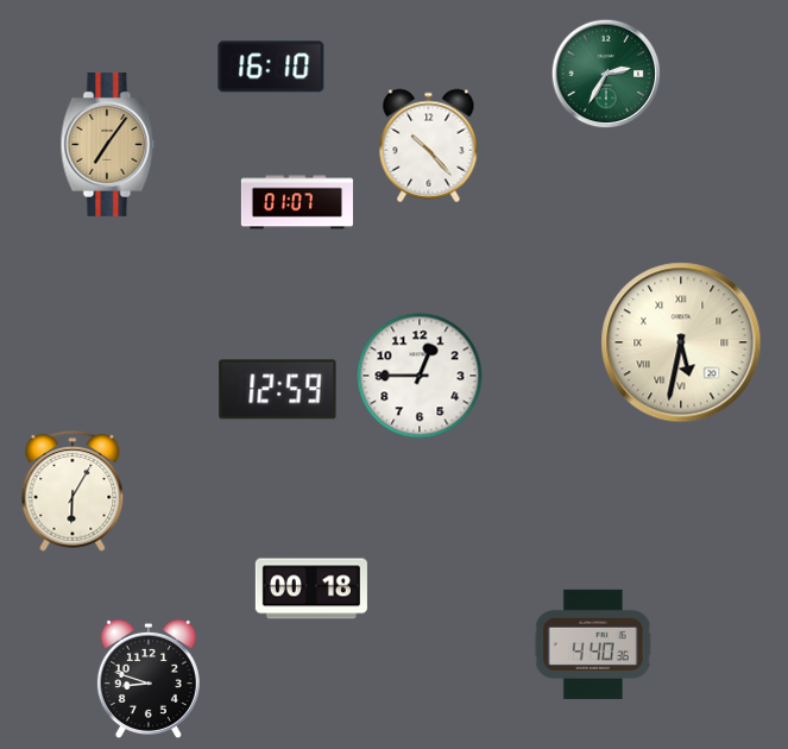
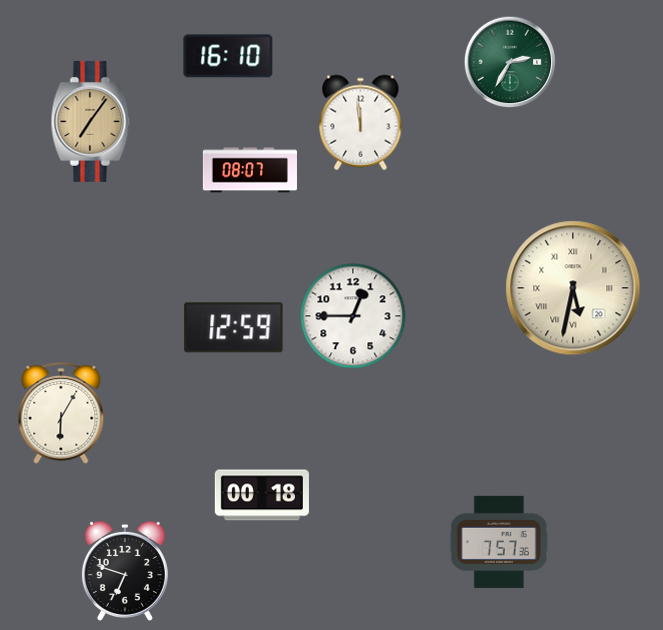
clock at (429, 146): 10:23 -> 11:59
clock at (297, 202): 01:07 -> 08:07
clock at (593, 644): 4:40 -> 7:57
clock at (149, 679): 8:48 -> 6:48
